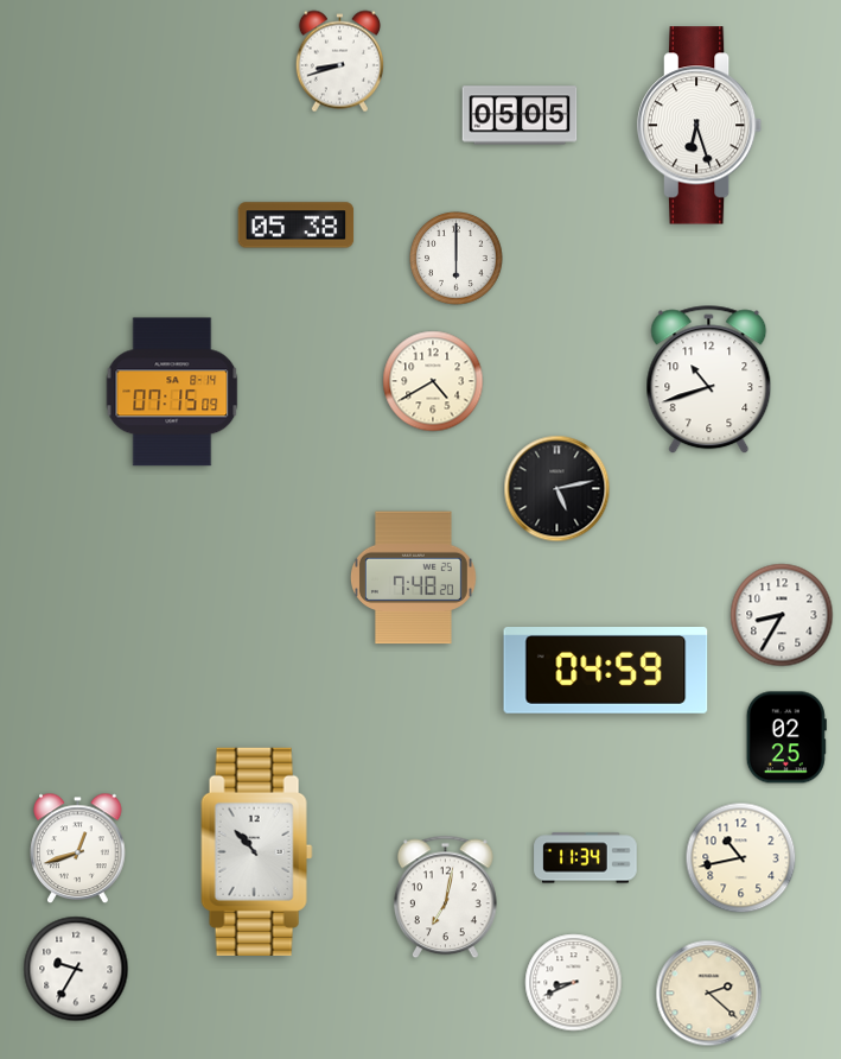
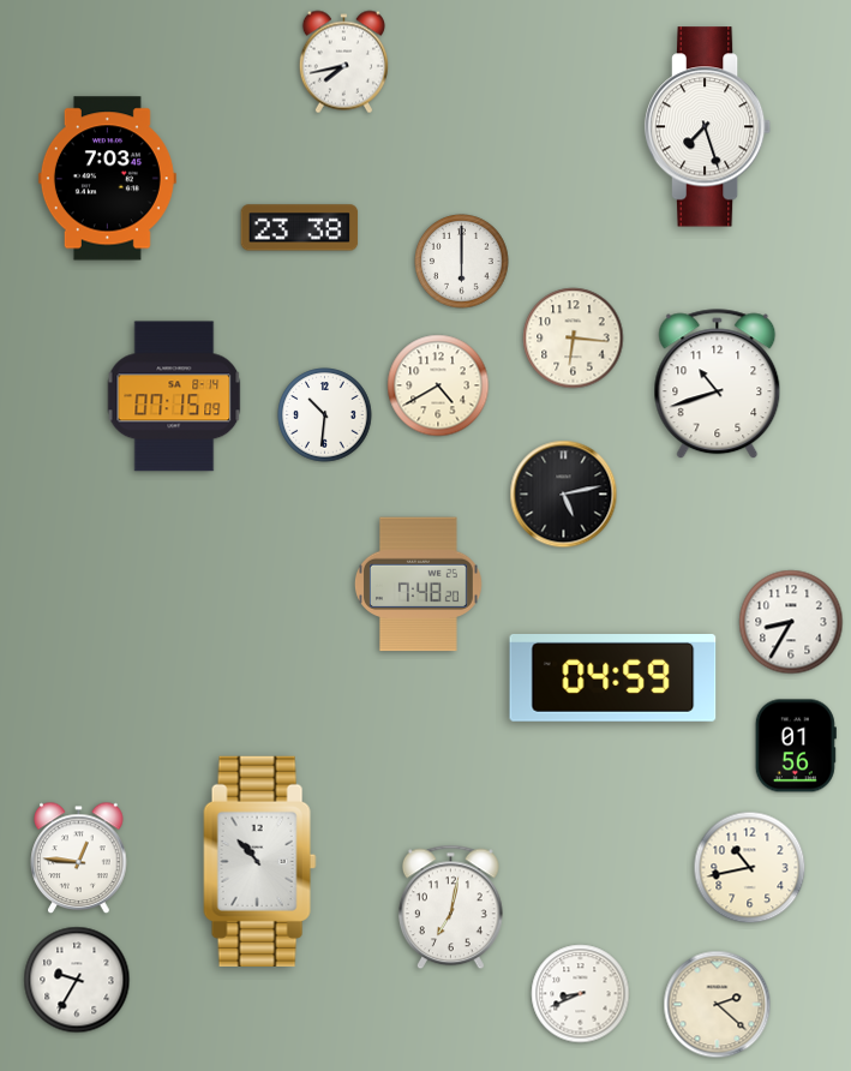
clock at (339, 62): 8:42 -> 7:43
clock at (520, 115): 05:05 -> none
clock at (700, 126): 6:27 -> 7:27
clock at (107, 179): none -> 7:03
clock at (297, 226): 05:38 -> 23:38
clock at (574, 339): none -> 6:16
clock at (325, 415): none -> 10:31
clock at (786, 737): 02:25 -> 01:56
clock at (78, 849): 12:42 -> 12:46
clock at (586, 858): 11:34 -> none
